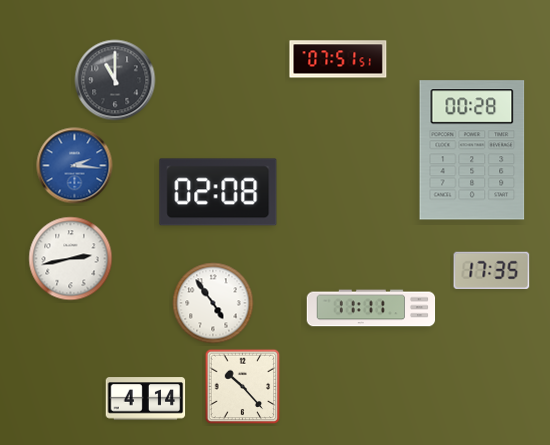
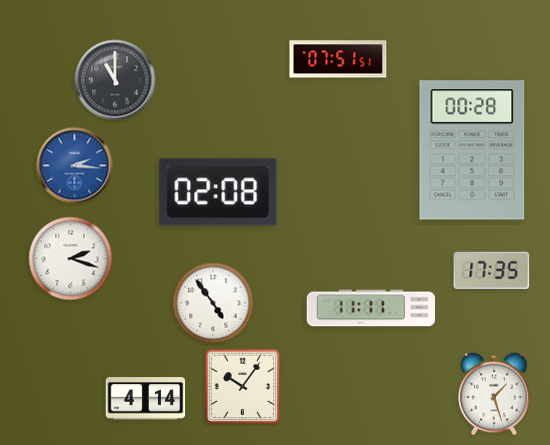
clock at (71, 259): 2:43 -> 2:18
clock at (243, 387): 10:23 -> 10:06
clock at (494, 394): none -> 1:27
